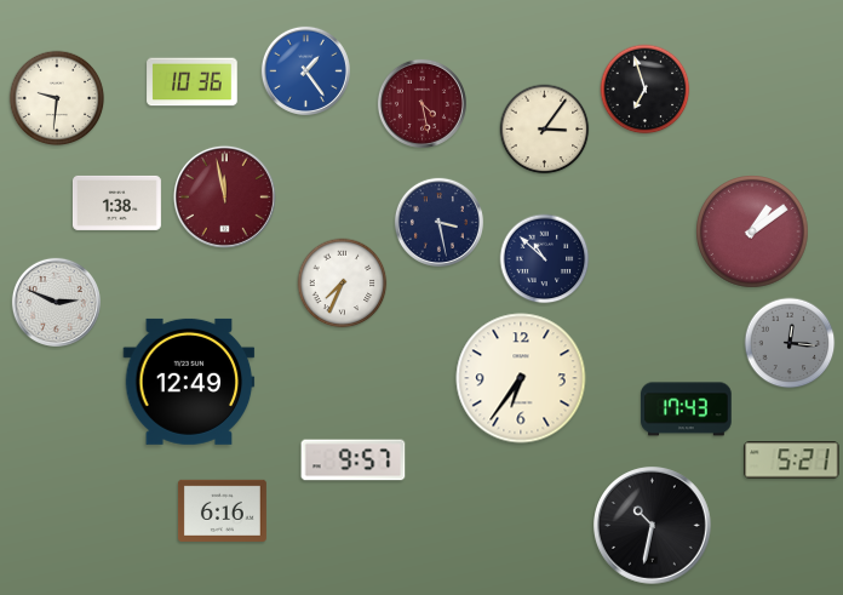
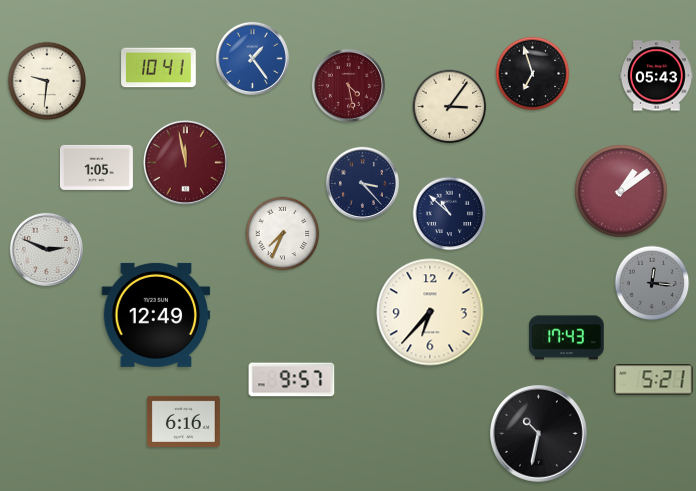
clock at (193, 82): 10:36 -> 10:41
clock at (656, 76): none -> 05:43
clock at (116, 202): 1:38 -> 1:05
clock at (438, 222): 3:28 -> 3:23
clock at (521, 378): 6:36 -> 6:37
